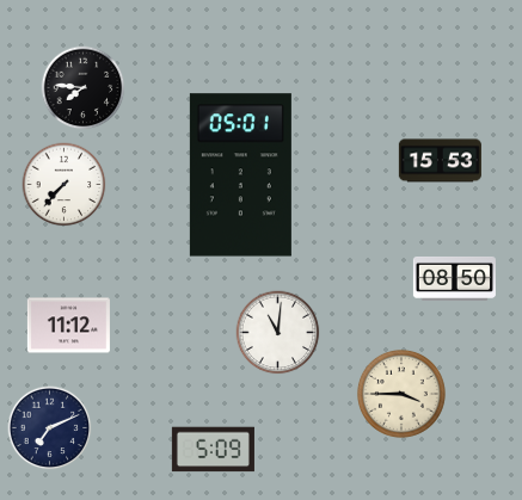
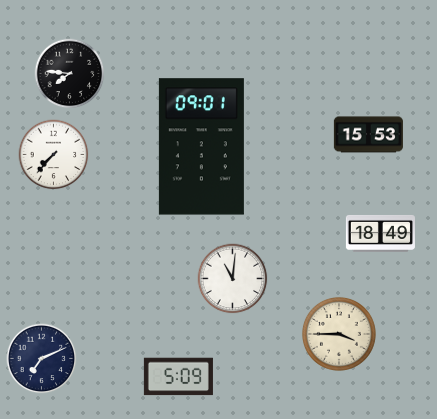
clock at (240, 175): 05:01 -> 09:01
clock at (454, 278): 08:50 -> 18:49
clock at (68, 326): 11:12 -> none
clock at (401, 394) position: (401, 394) -> (339, 334)
